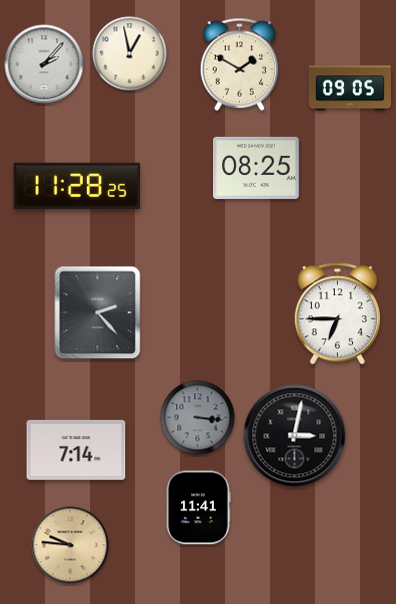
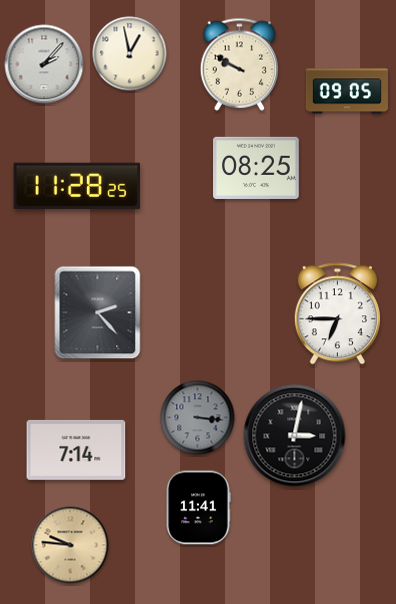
clock at (240, 64): 1:50 -> 9:50
clock at (350, 88) position: (350, 88) -> (347, 91)
